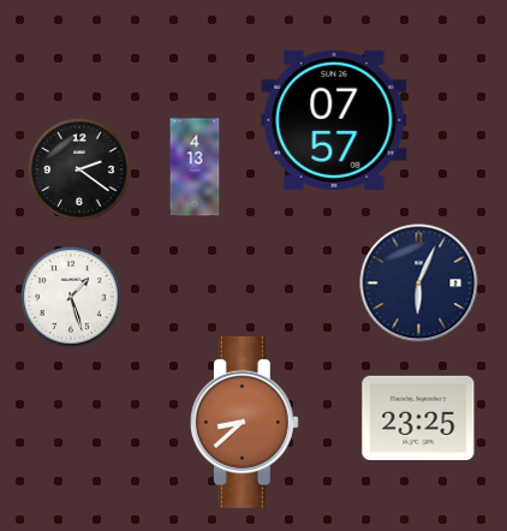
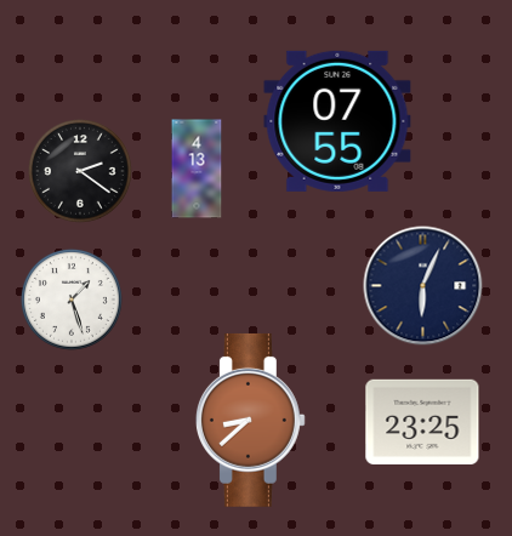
clock at (334, 120): 07:57 -> 07:55
clock at (244, 422) position: (244, 422) -> (250, 420)
